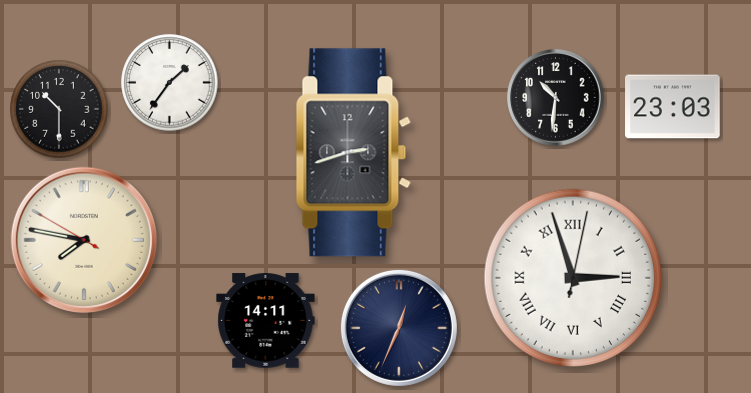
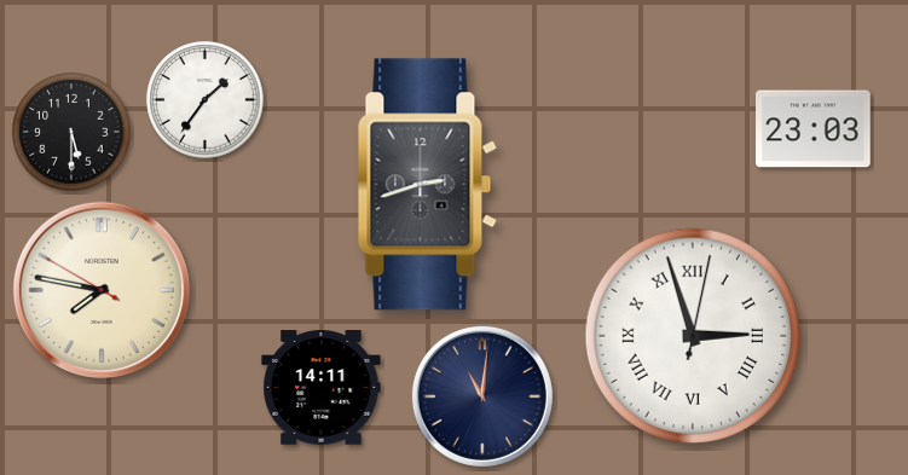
clock at (556, 98): 10:31 -> none
clock at (59, 109): 10:30 -> 5:30
clock at (399, 328): 12:34 -> 11:01
